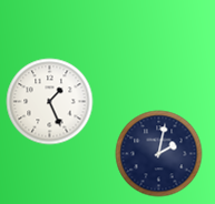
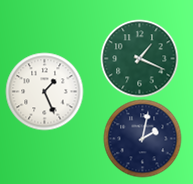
clock at (139, 58): none -> 1:19
